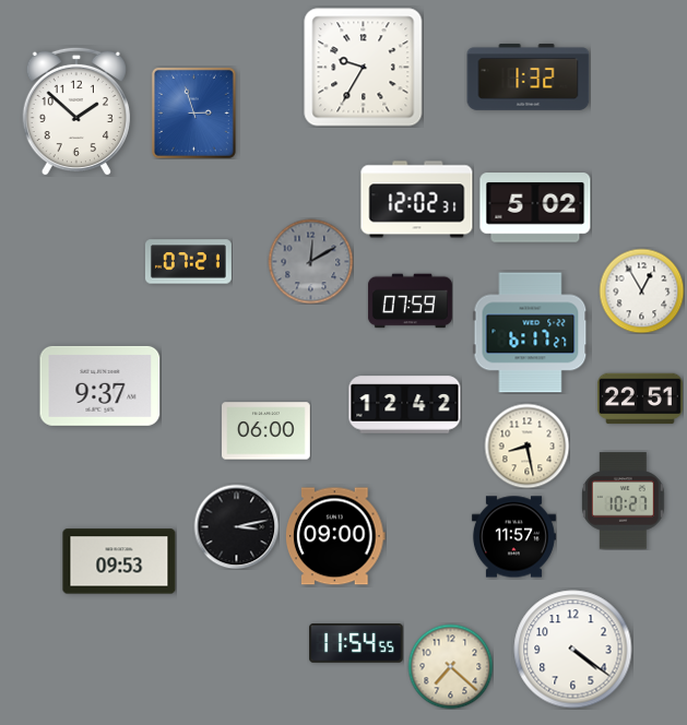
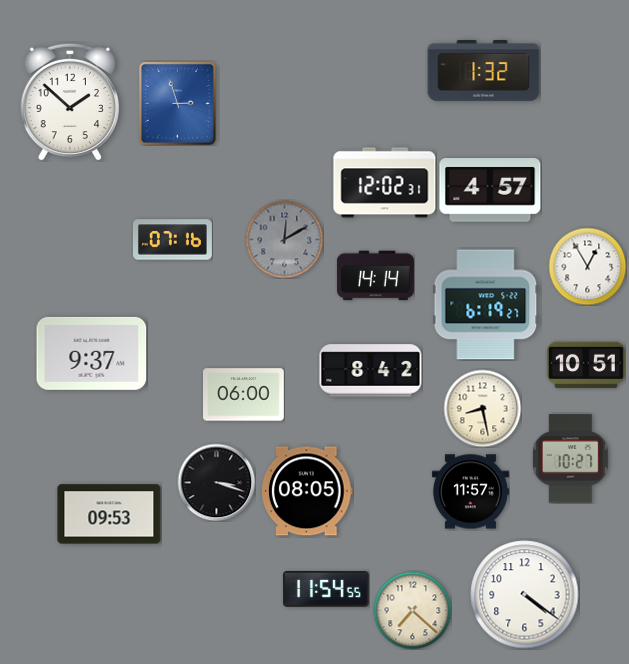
clock at (364, 68): 9:35 -> none
clock at (417, 200) position: (417, 200) -> (385, 183)
clock at (535, 207): 5:02 -> 4:57
clock at (188, 262): 07:21 -> 07:16
clock at (410, 301): 07:59 -> 14:14
clock at (531, 333): 6:17 -> 6:19
clock at (640, 399): 22:51 -> 10:51
clock at (405, 405): 12:42 -> 8:42
clock at (236, 526): 3:13 -> 3:18
clock at (336, 536): 09:00 -> 08:05
